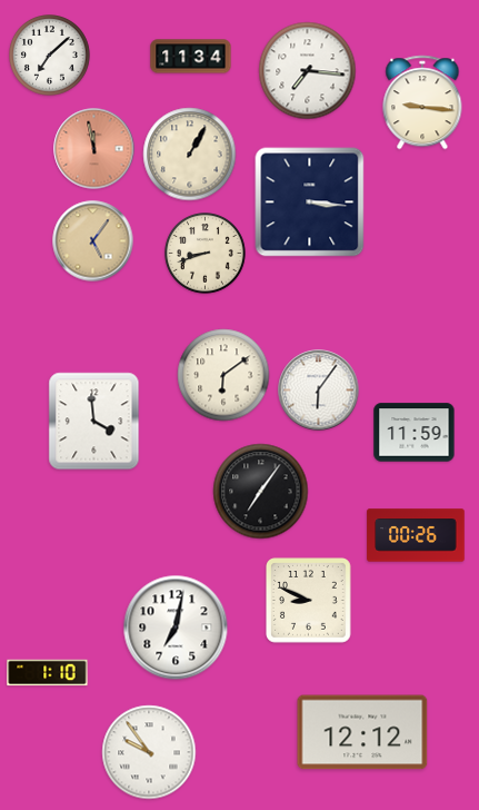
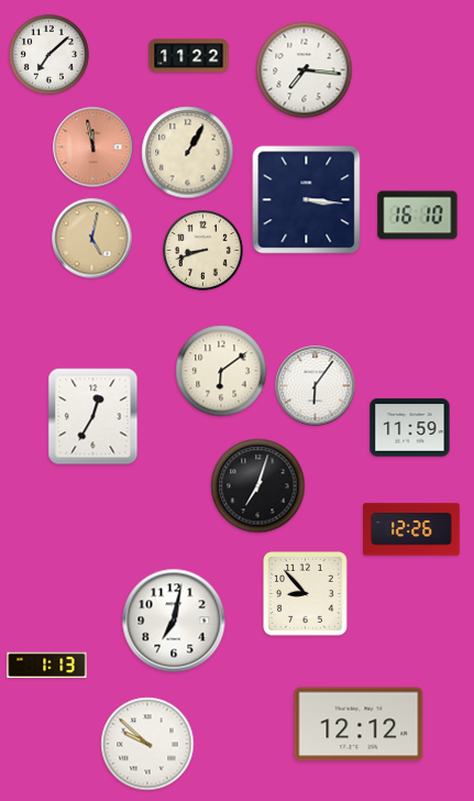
clock at (191, 57): 11:34 -> 11:22
clock at (422, 102): 9:16 -> none
clock at (418, 216): none -> 16:10
clock at (93, 241): 5:06 -> 5:02
clock at (94, 422): 3:59 -> 12:35
clock at (261, 492): 7:06 -> 7:03
clock at (416, 535): 00:26 -> 12:26
clock at (309, 601): 8:49 -> 8:53
clock at (48, 673): 1:10 -> 1:13
clock at (149, 752): 9:54 -> 9:52
